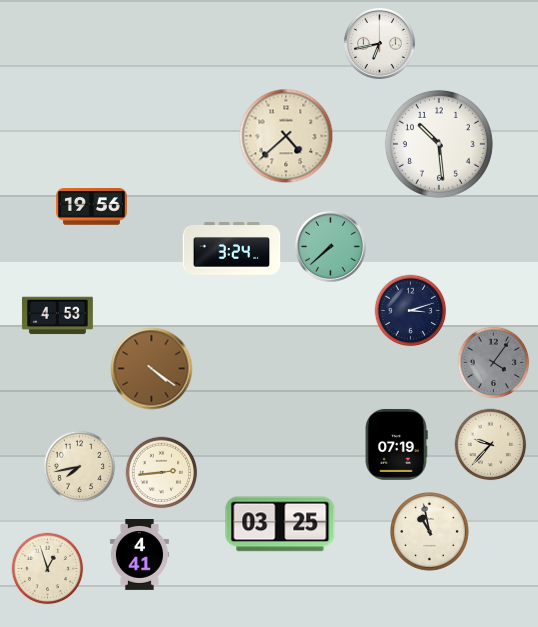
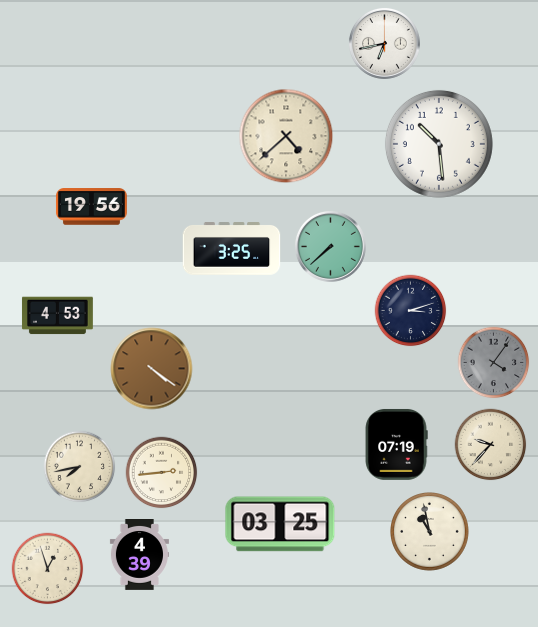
clock at (379, 43) position: (379, 43) -> (384, 43)
clock at (232, 249): 3:24 -> 3:25
clock at (139, 555): 4:41 -> 4:39
